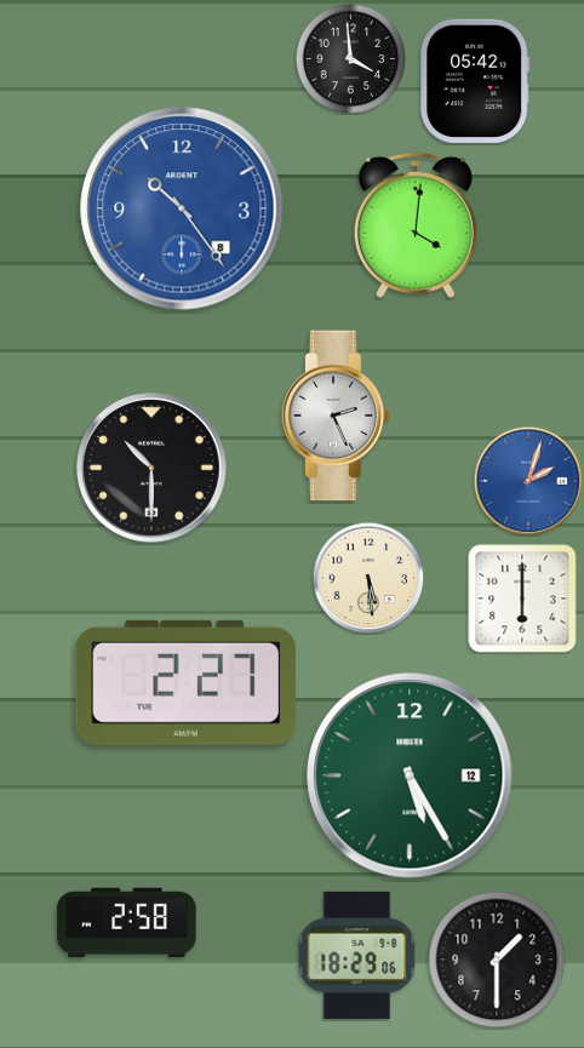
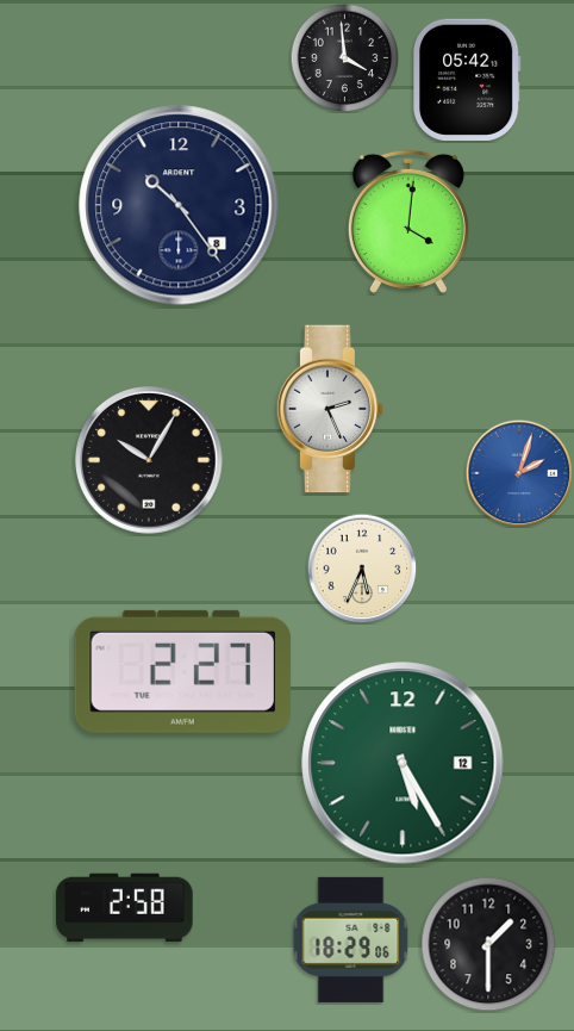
clock at (182, 208) dial: blue -> navy
clock at (151, 468): 10:30 -> 10:05
clock at (368, 578): 5:29 -> 5:34
clock at (522, 599): 6:00 -> none
